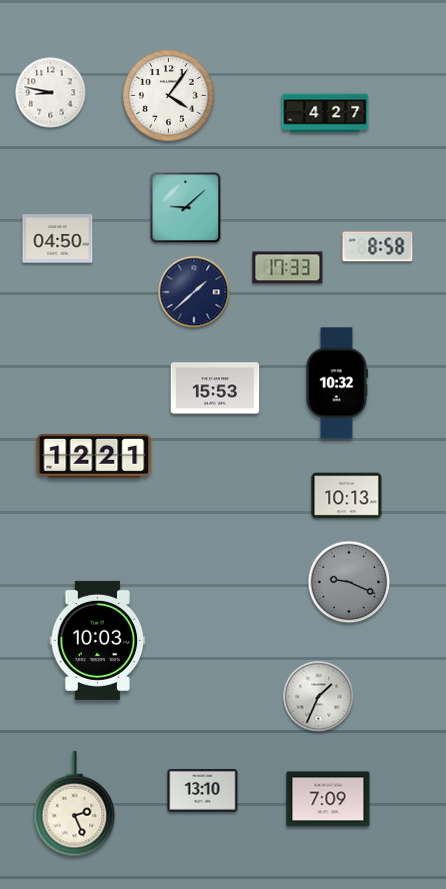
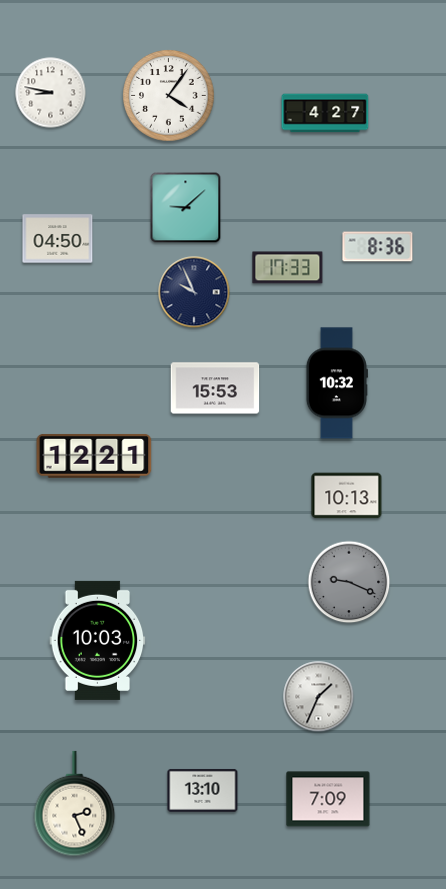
clock at (378, 247): 8:58 -> 8:36
clock at (194, 292): 1:38 -> 9:56
